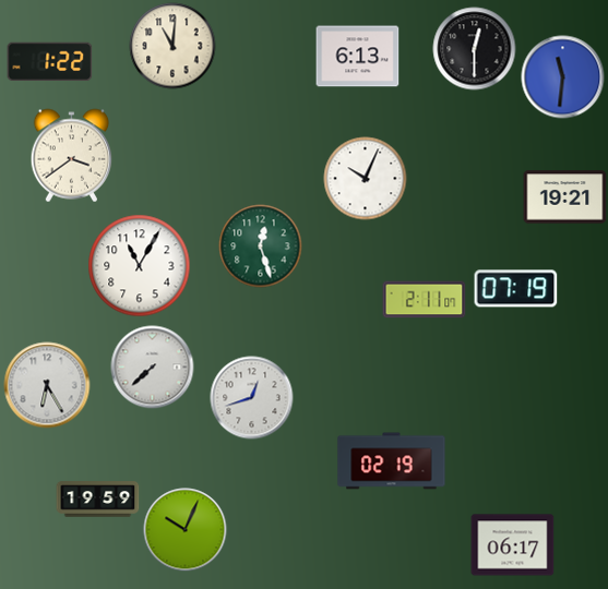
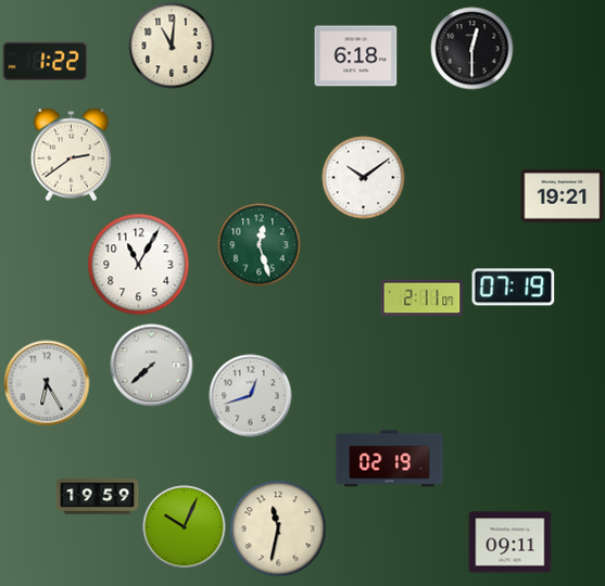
clock at (358, 57): 6:13 -> 6:18
clock at (50, 61) position: (50, 61) -> (46, 61)
clock at (563, 77): 11:31 -> none
clock at (72, 156): 3:39 -> 2:39
clock at (366, 179): 10:04 -> 10:09
clock at (278, 528): none -> 11:32
clock at (513, 545): 06:17 -> 09:11
